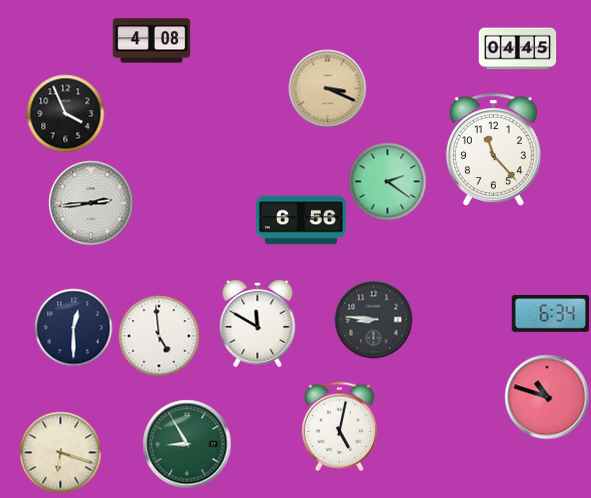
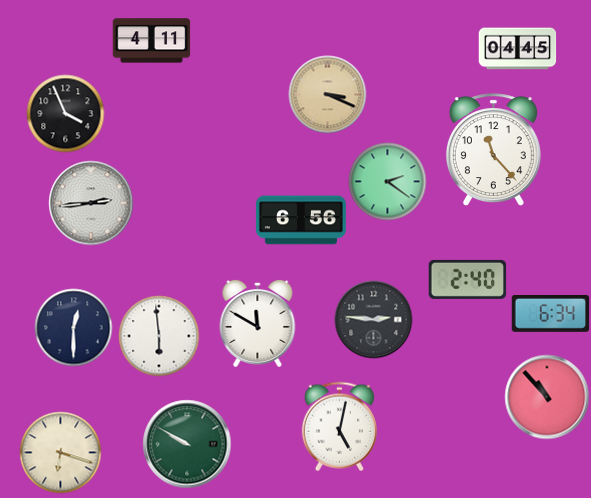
clock at (151, 41): 4:08 -> 4:11
clock at (327, 88) position: (327, 88) -> (327, 94)
clock at (467, 279): none -> 2:40
clock at (373, 319): 8:46 -> 2:46
clock at (159, 336): 4:59 -> 5:59
clock at (547, 397): 10:48 -> 10:53
clock at (187, 444): 8:55 -> 9:50
